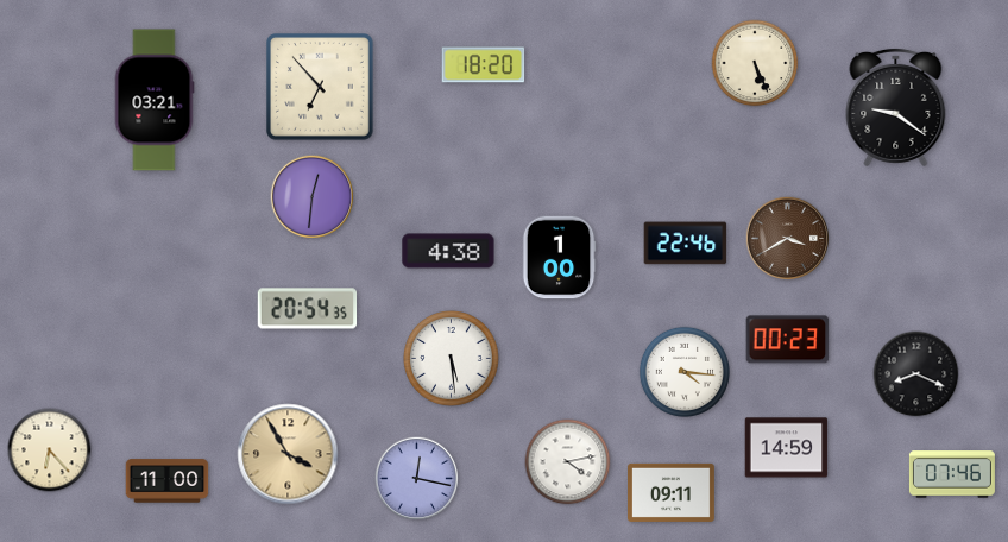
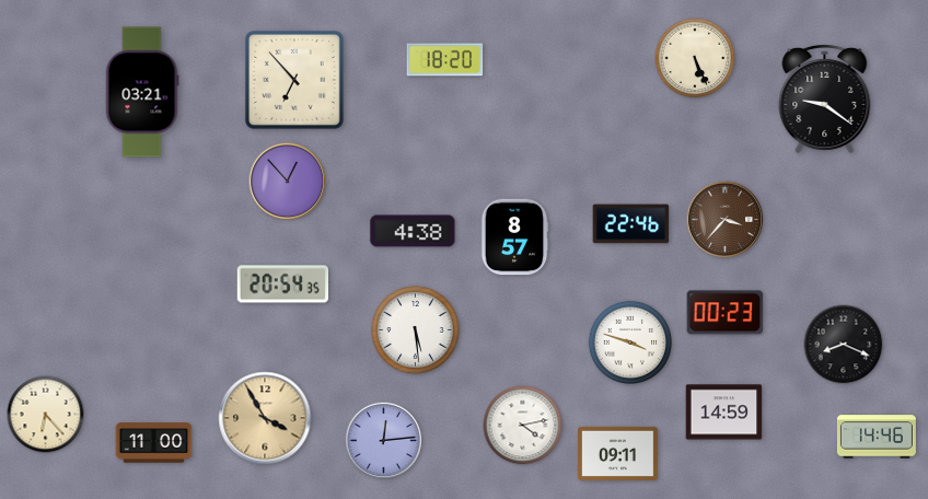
clock at (313, 197): 12:31 -> 12:53
clock at (788, 239): 3:40 -> 3:37
clock at (559, 258): 1:00 -> 8:57
clock at (683, 371): 4:16 -> 3:48
clock at (952, 474): 07:46 -> 14:46
clock at (417, 479): 12:17 -> 12:14
